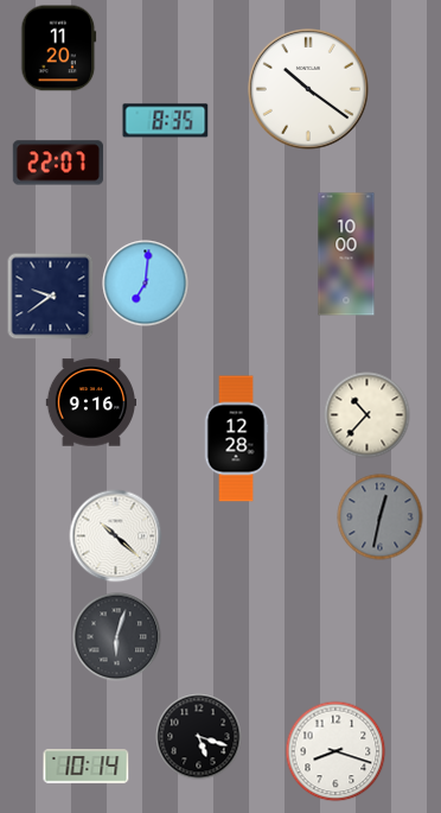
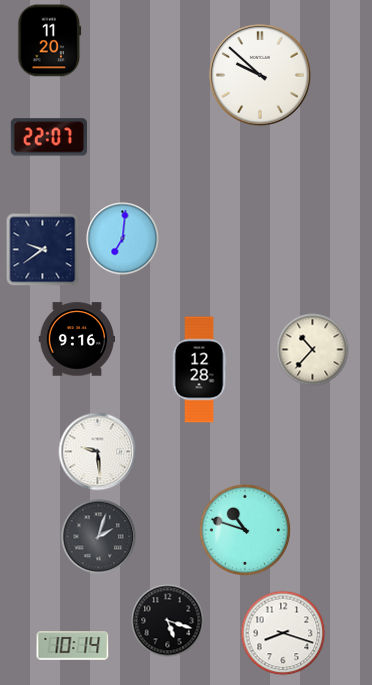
clock at (308, 89): 10:21 -> 9:52
clock at (166, 121): 8:35 -> none
clock at (346, 254): 10:00 -> none
clock at (367, 415) position: (367, 415) -> (313, 350)
clock at (381, 517): 12:32 -> none
clock at (116, 536): 10:22 -> 9:29
clock at (245, 530): none -> 10:48
clock at (117, 637): 6:03 -> 2:03
